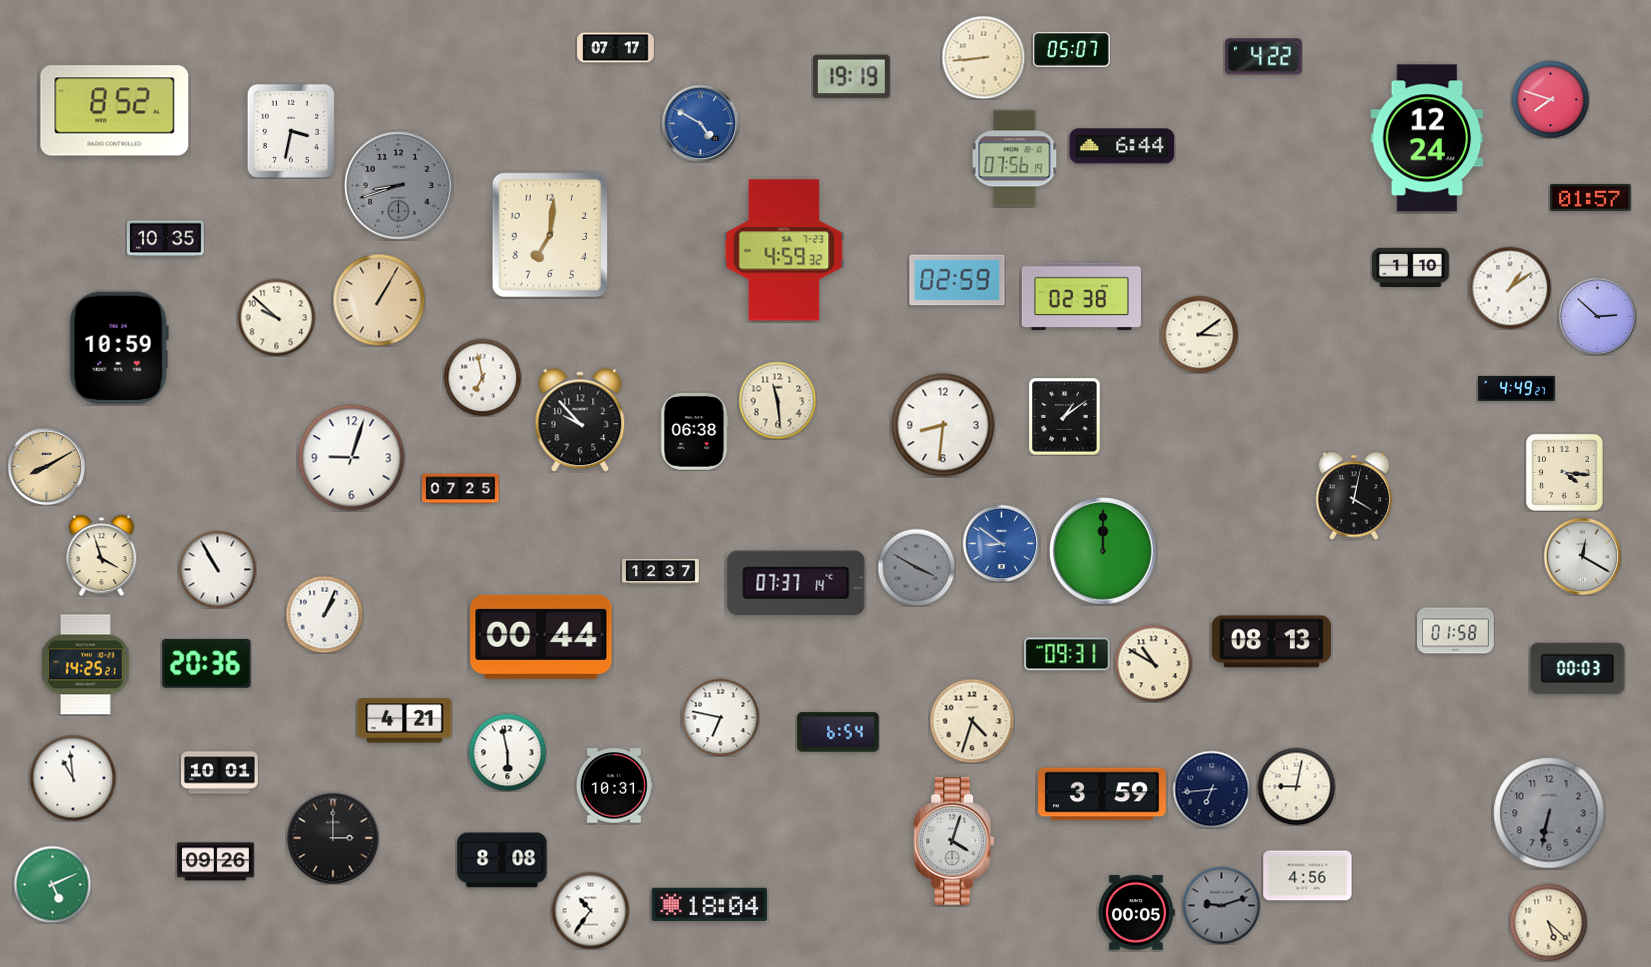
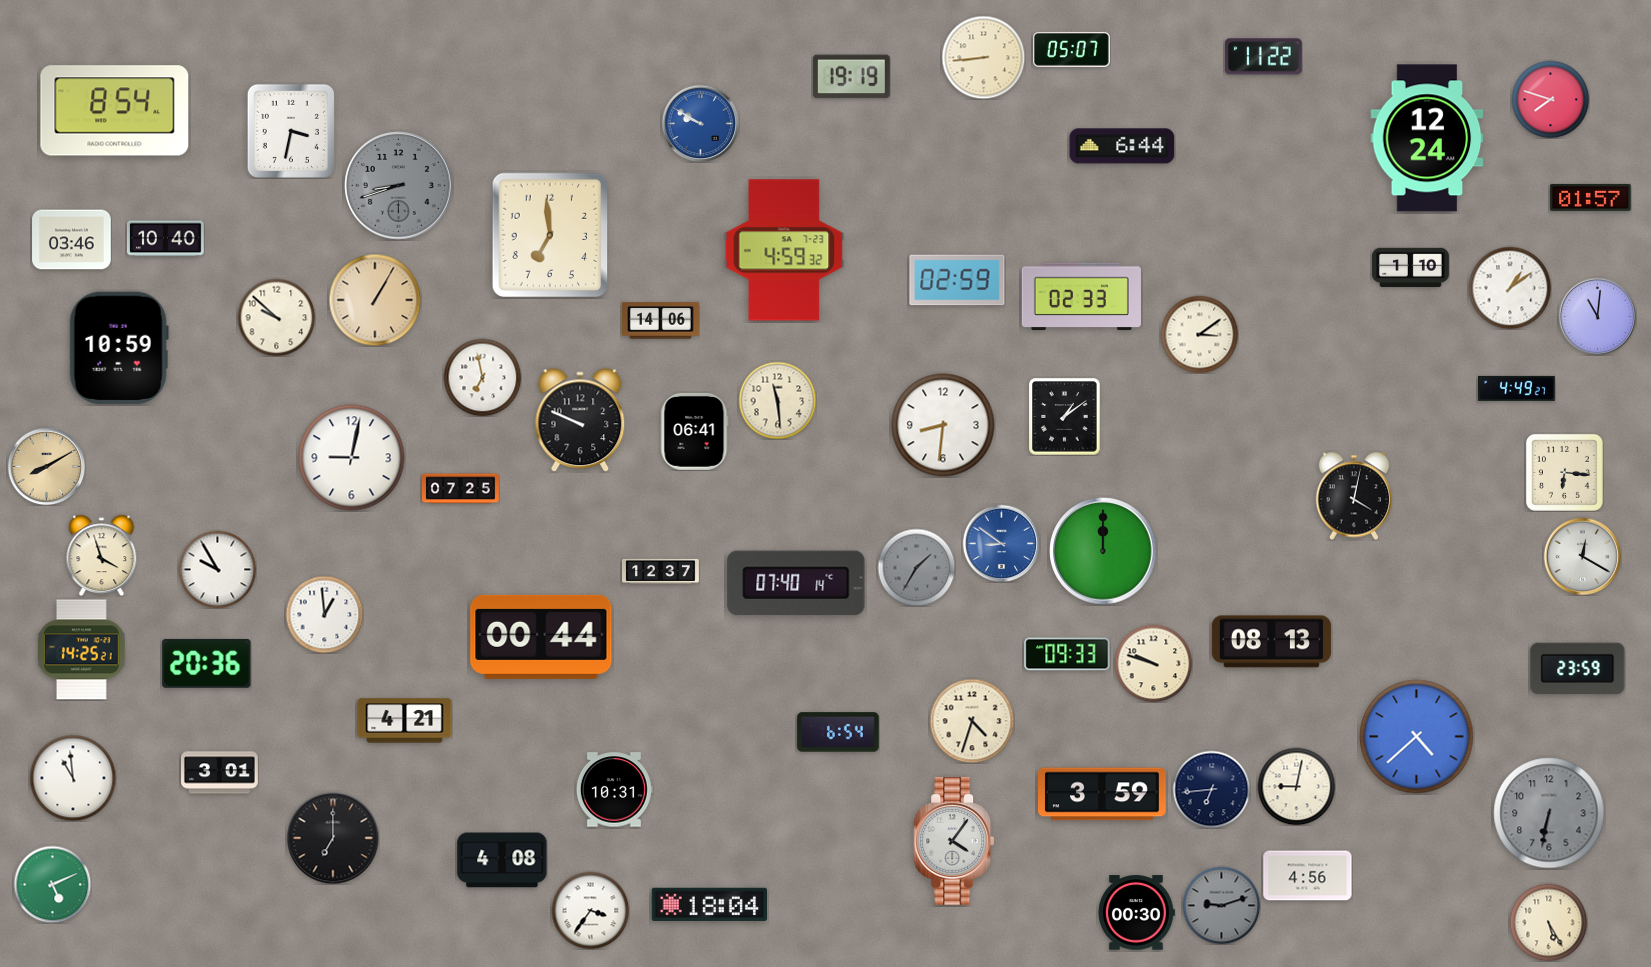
clock at (616, 48): 07:17 -> none
clock at (1263, 57): 4:22 -> 11:22
clock at (115, 111): 8:52 -> 8:54
clock at (700, 123): 4:50 -> 9:50
clock at (1015, 159): 07:56 -> none
clock at (550, 235): 7:01 -> 6:59
clock at (166, 239): 10:35 -> 10:40
clock at (72, 240): none -> 03:46
clock at (1081, 297): 02:38 -> 02:33
clock at (379, 300) position: (379, 300) -> (375, 300)
clock at (1597, 316): 2:52 -> 11:01
clock at (661, 321): none -> 14:06
clock at (580, 420): 9:53 -> 9:49
clock at (695, 431): 06:38 -> 06:41
clock at (352, 458): 9:03 -> 9:02
clock at (1564, 472): 4:16 -> 6:16
clock at (916, 567): 3:50 -> 1:35
clock at (217, 569): 10:55 -> 9:55
clock at (796, 583): 07:37 -> 07:40
clock at (324, 614): 1:04 -> 12:59
clock at (1456, 631): 01:58 -> none
clock at (1067, 654): 09:31 -> 09:33
clock at (1153, 663): 10:50 -> 9:48
clock at (86, 665) position: (86, 665) -> (82, 650)
clock at (1578, 669): 00:03 -> 23:59
clock at (720, 717): 6:47 -> none
clock at (1417, 737): none -> 4:38
clock at (507, 752): 5:58 -> none
clock at (220, 773): 10:01 -> 3:01
clock at (614, 786) position: (614, 786) -> (614, 790)
clock at (333, 838): 3:00 -> 7:00
clock at (954, 842): 4:03 -> 4:06
clock at (502, 860): 8:08 -> 4:08
clock at (216, 862): 09:26 -> none
clock at (590, 910): 10:36 -> 3:36
clock at (1137, 913): 00:05 -> 00:30
clock at (1548, 922): 5:22 -> 5:25
